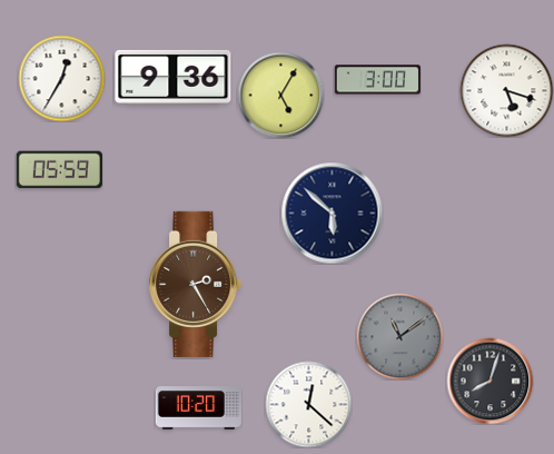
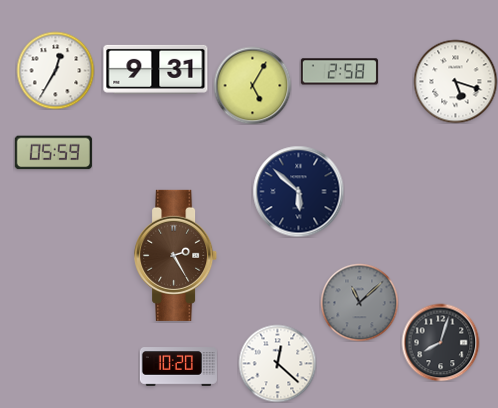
clock at (174, 77): 9:36 -> 9:31
clock at (377, 80): 3:00 -> 2:58
clock at (399, 336): 11:09 -> 11:08
